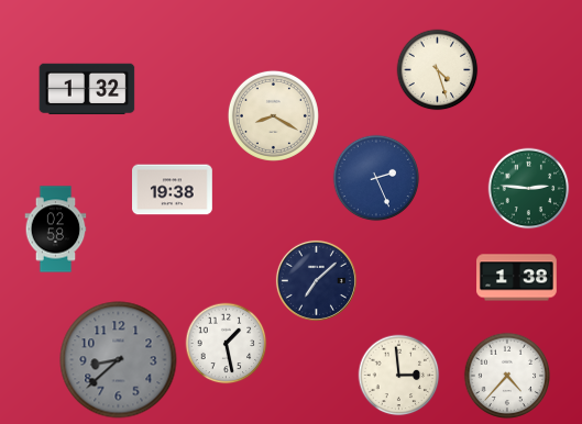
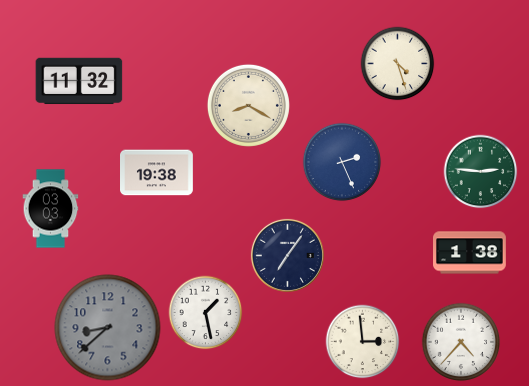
clock at (87, 89): 1:32 -> 11:32
clock at (56, 230): 02:58 -> 03:03
clock at (316, 280): 7:08 -> 7:06
